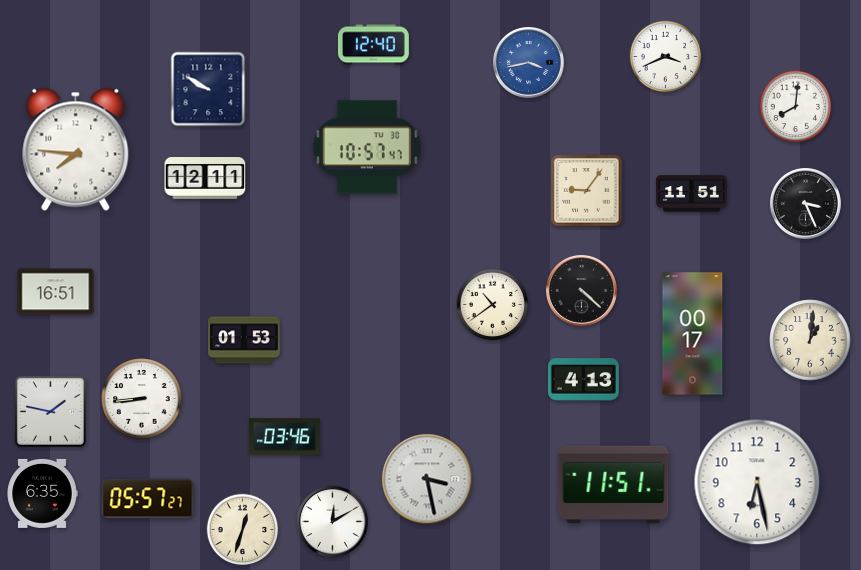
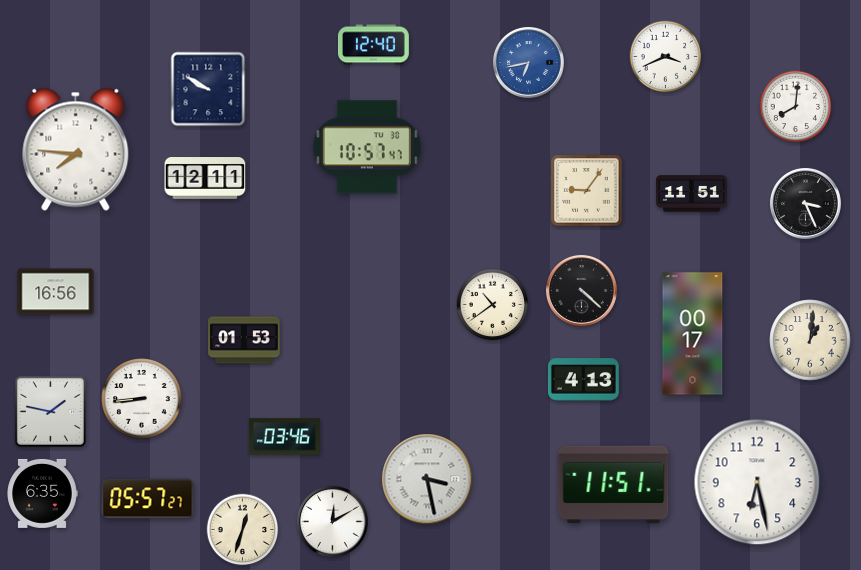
clock at (528, 62): 3:43 -> 6:43
clock at (56, 292): 16:51 -> 16:56
